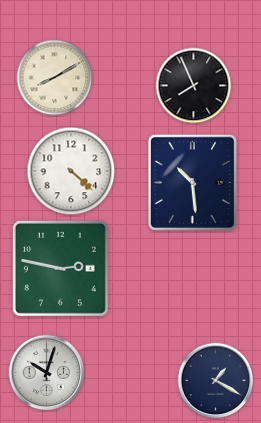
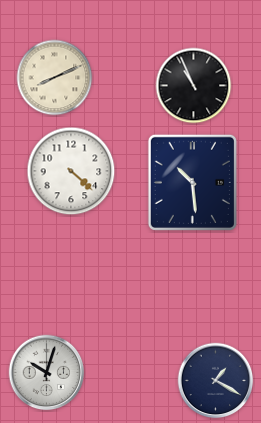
clock at (55, 78): 8:10 -> 8:11
clock at (194, 86): 7:56 -> 10:56
clock at (60, 268): 2:47 -> none
